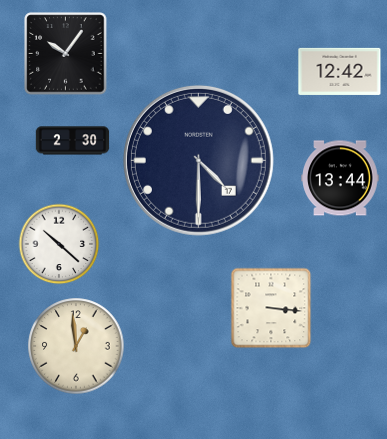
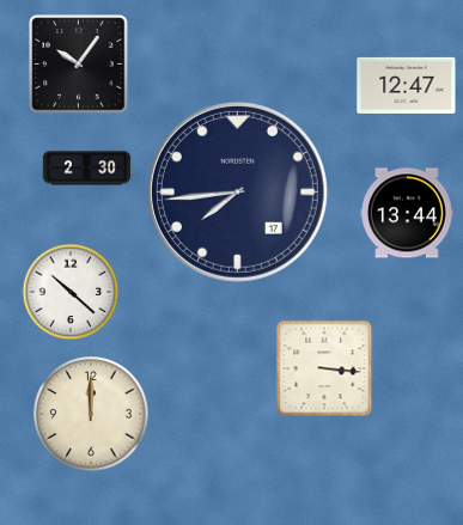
clock at (340, 71): 12:42 -> 12:47
clock at (198, 160): 4:30 -> 7:44
clock at (76, 346): 12:59 -> 12:00
